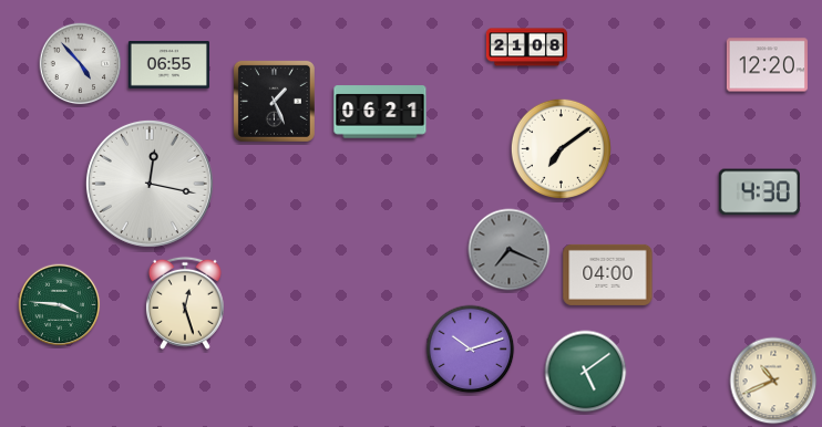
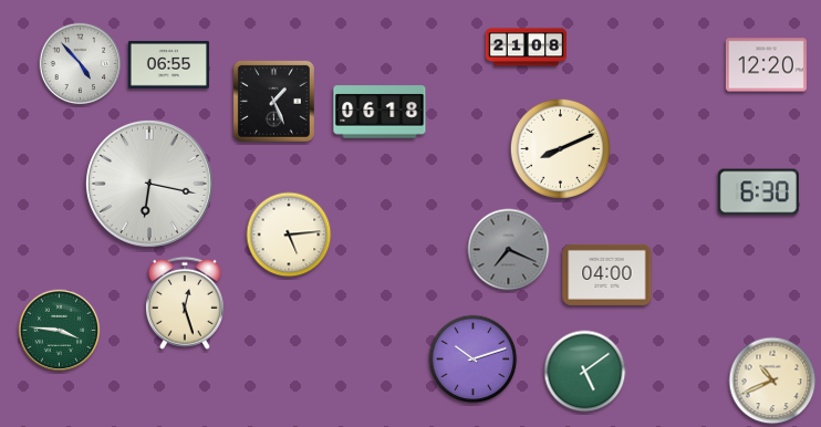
clock at (380, 112): 06:21 -> 06:18
clock at (561, 148): 7:09 -> 8:11
clock at (150, 184): 12:17 -> 6:17
clock at (759, 192): 4:30 -> 6:30
clock at (289, 235): none -> 5:14
clock at (60, 305) position: (60, 305) -> (60, 331)
clock at (471, 350) position: (471, 350) -> (474, 360)
